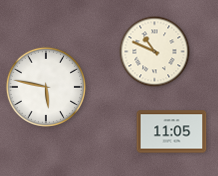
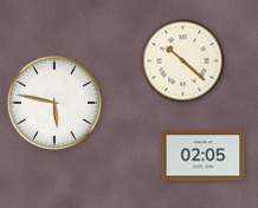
clock at (155, 52): 10:49 -> 10:22
clock at (172, 132): 11:05 -> 02:05
